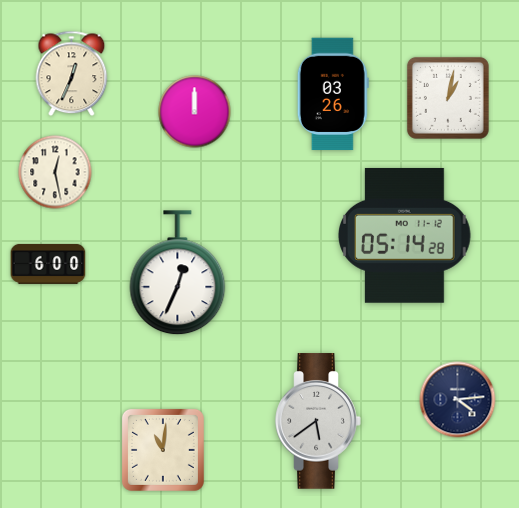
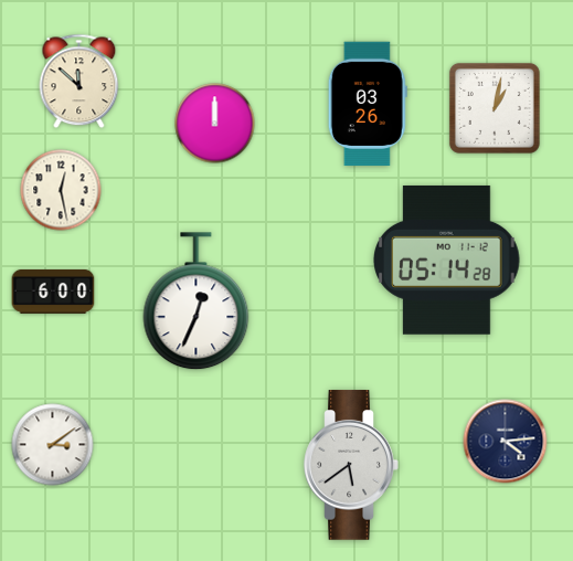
clock at (72, 74): 12:34 -> 11:52
clock at (53, 445): none -> 3:09
clock at (163, 450): 11:01 -> none
